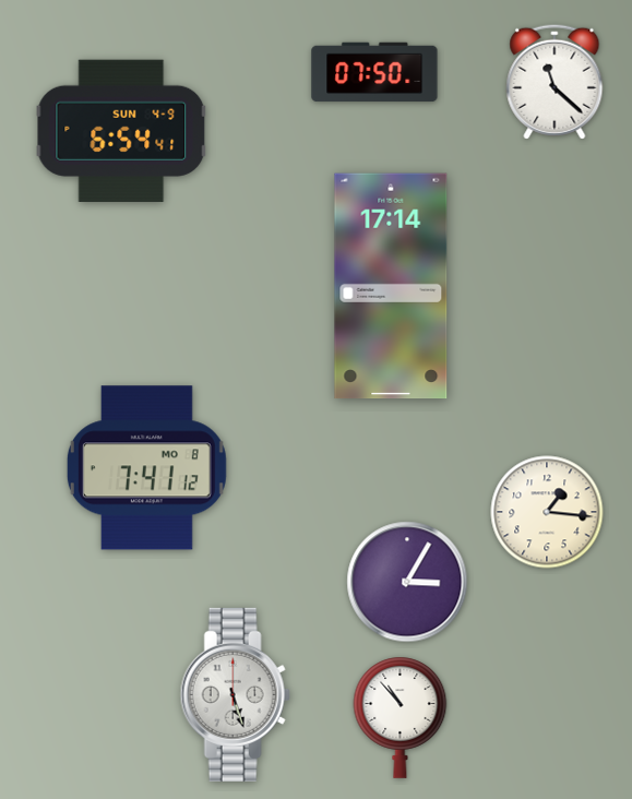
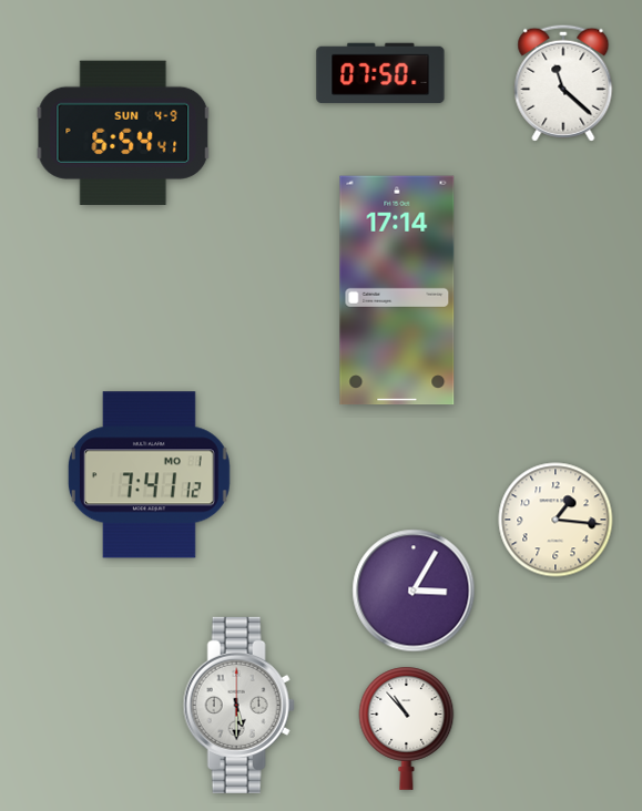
clock at (146, 468) date: MO 8 -> MO 1
clock at (235, 694): 5:27 -> 5:30
